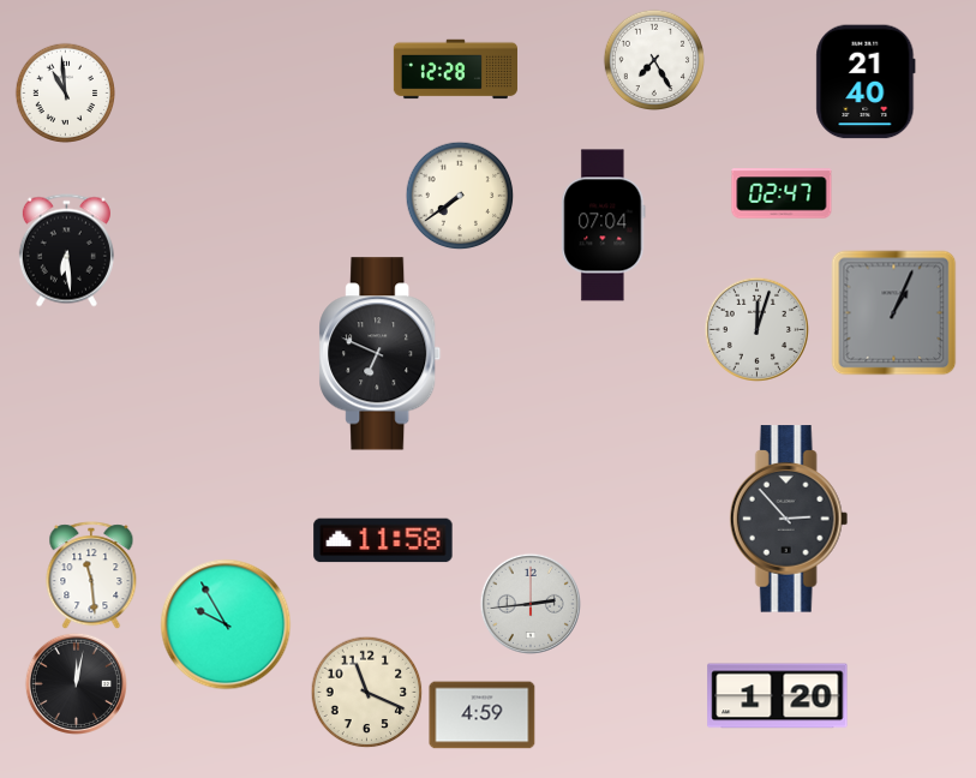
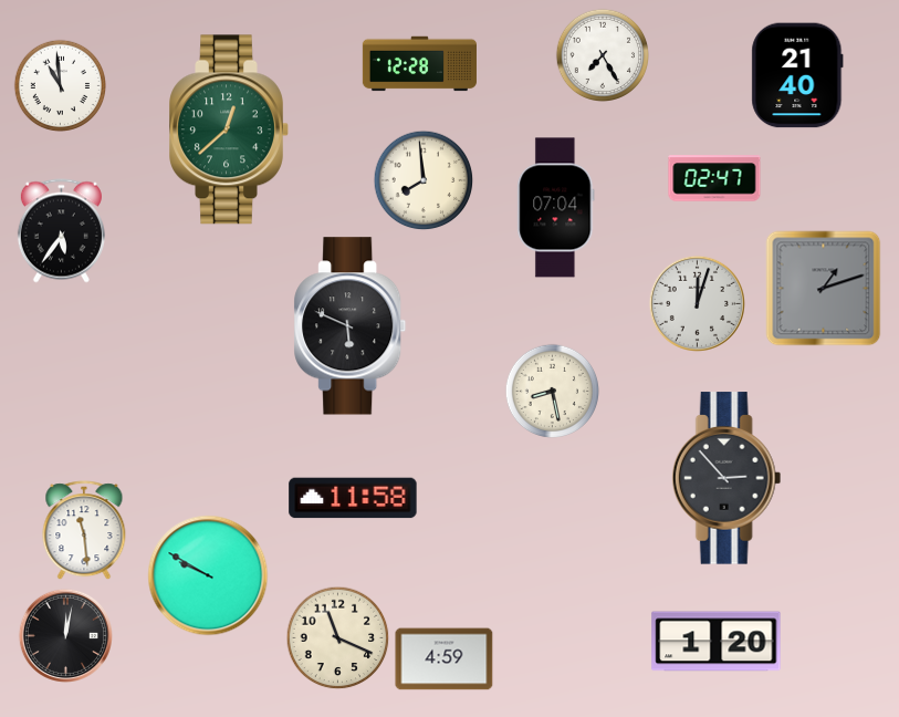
clock at (229, 129): none -> 12:38
clock at (782, 193) position: (782, 193) -> (714, 178)
clock at (460, 196): 7:39 -> 7:59
clock at (66, 251): 6:29 -> 5:36
clock at (894, 313): 1:04 -> 1:12
clock at (381, 354): 6:49 -> 5:49
clock at (552, 391): none -> 8:28
clock at (531, 604): 2:44 -> none
clock at (226, 624): 9:55 -> 9:50
clock at (76, 683) position: (76, 683) -> (65, 635)
